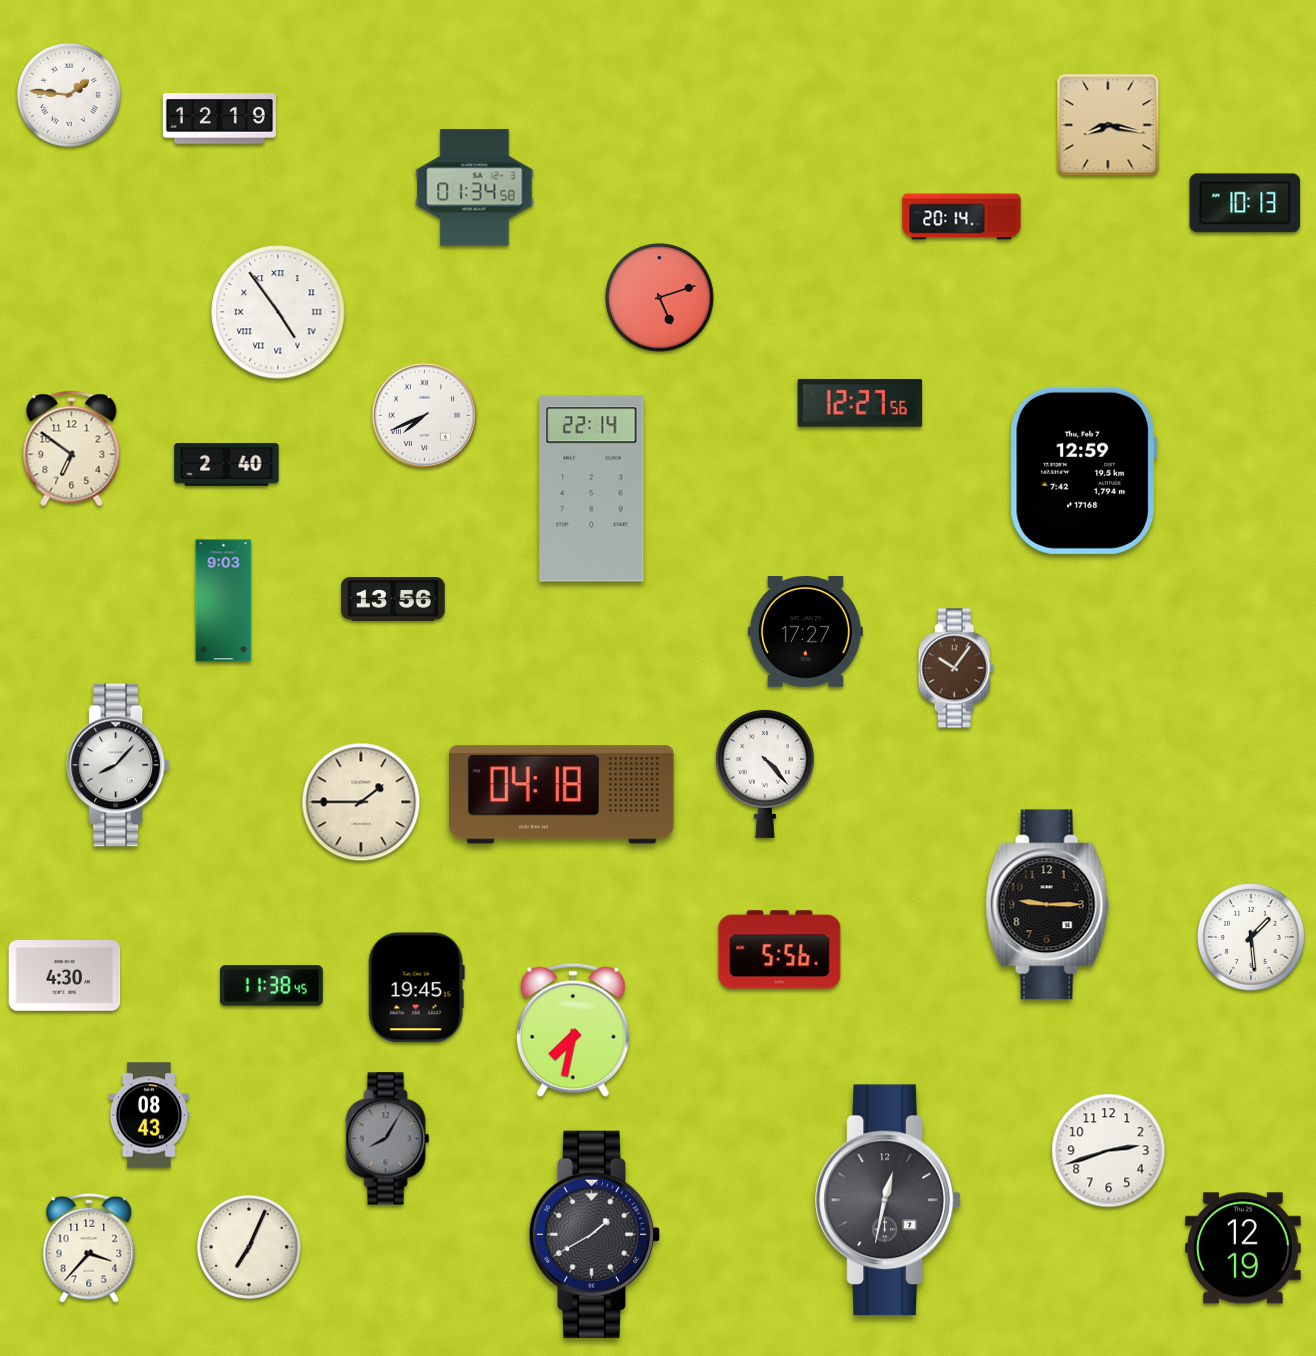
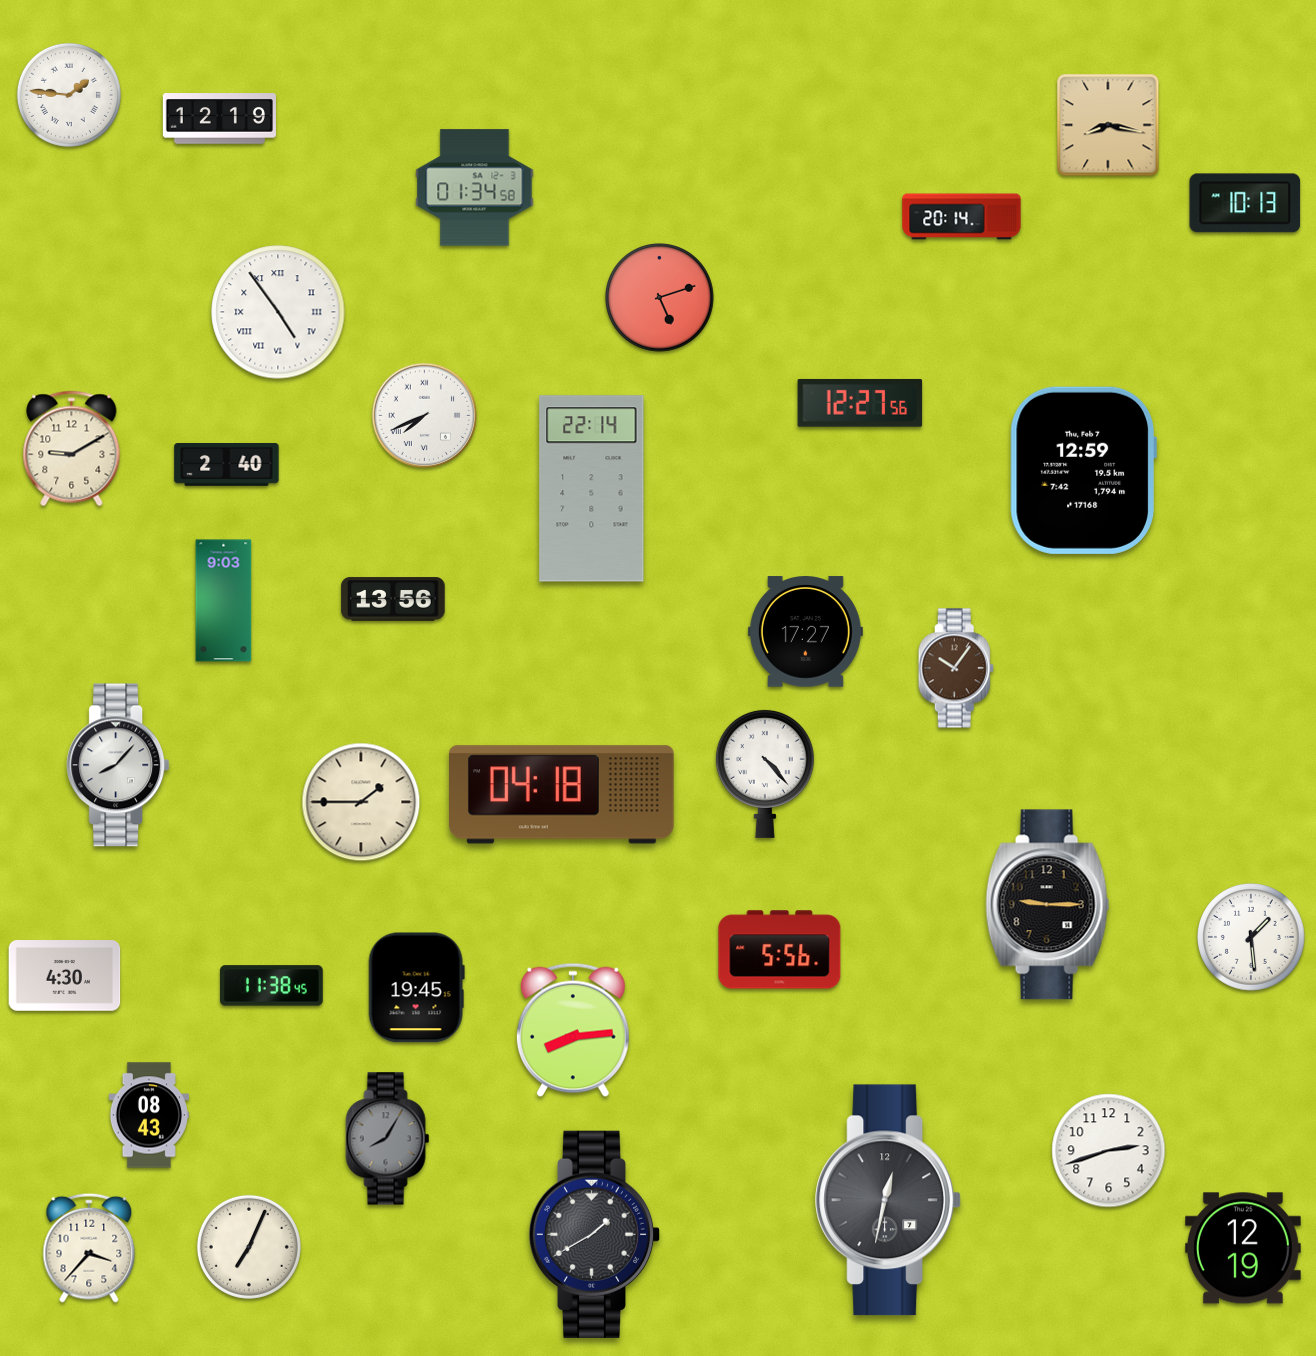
clock at (72, 449): 6:51 -> 9:10
clock at (573, 1030): 7:32 -> 8:14
